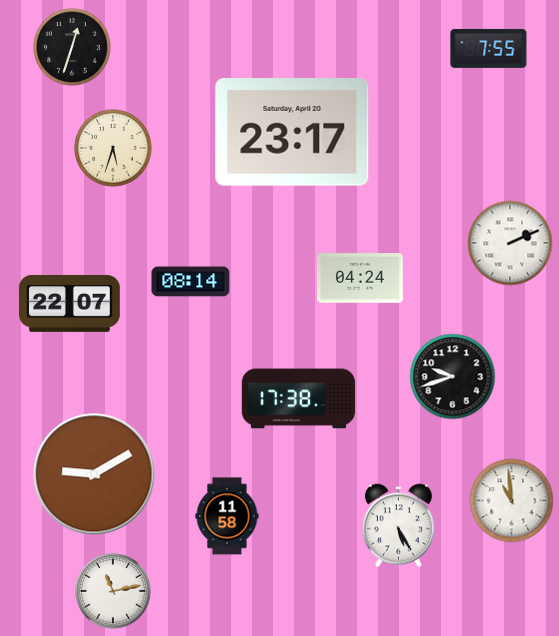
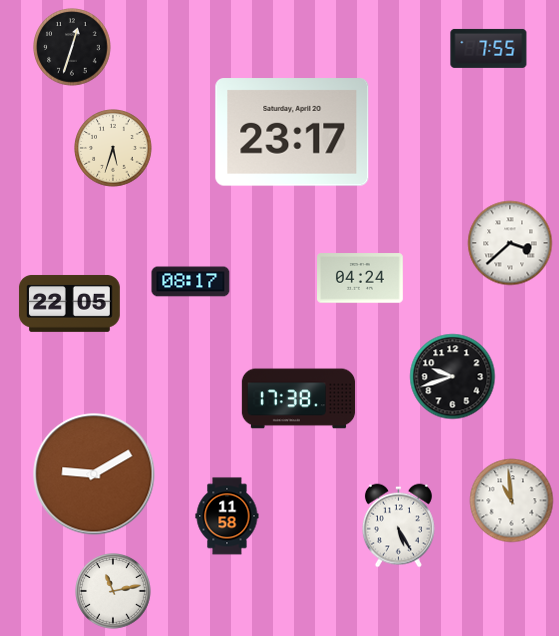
clock at (510, 243): 2:11 -> 3:38
clock at (191, 282): 08:14 -> 08:17
clock at (70, 303): 22:07 -> 22:05
